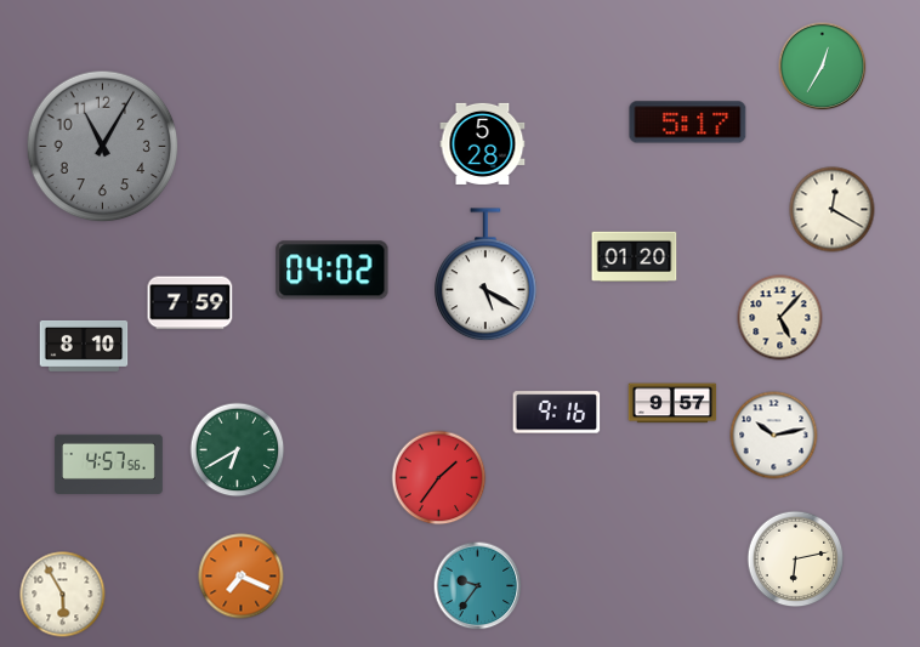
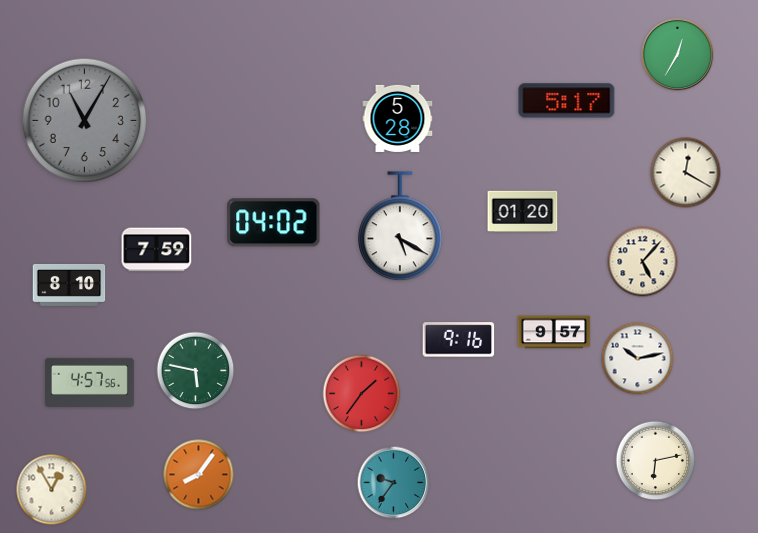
clock at (238, 450): 6:40 -> 5:47
clock at (242, 577): 7:19 -> 8:06
clock at (63, 595): 5:55 -> 12:55
